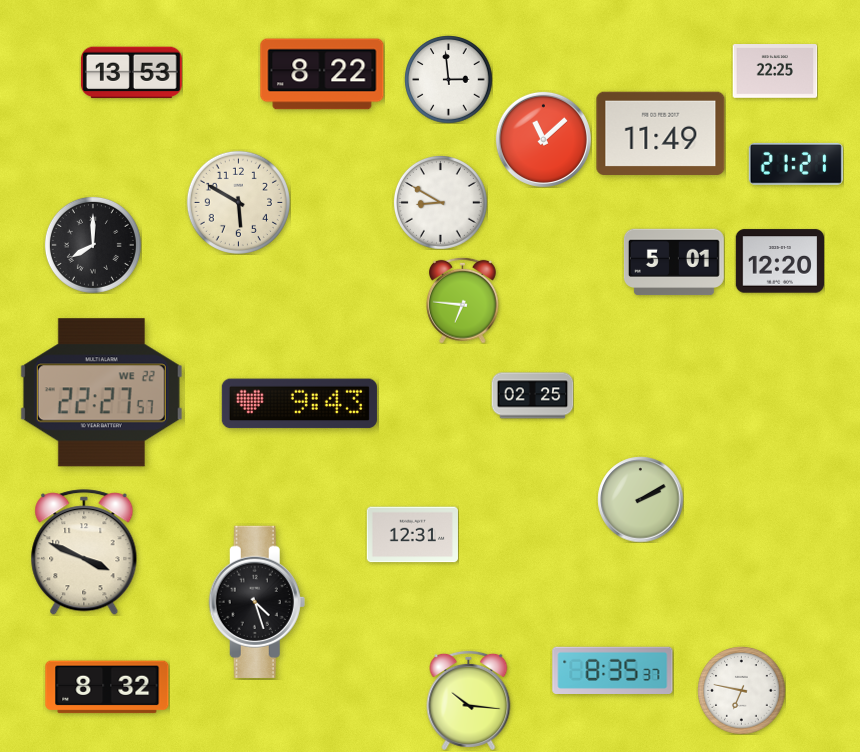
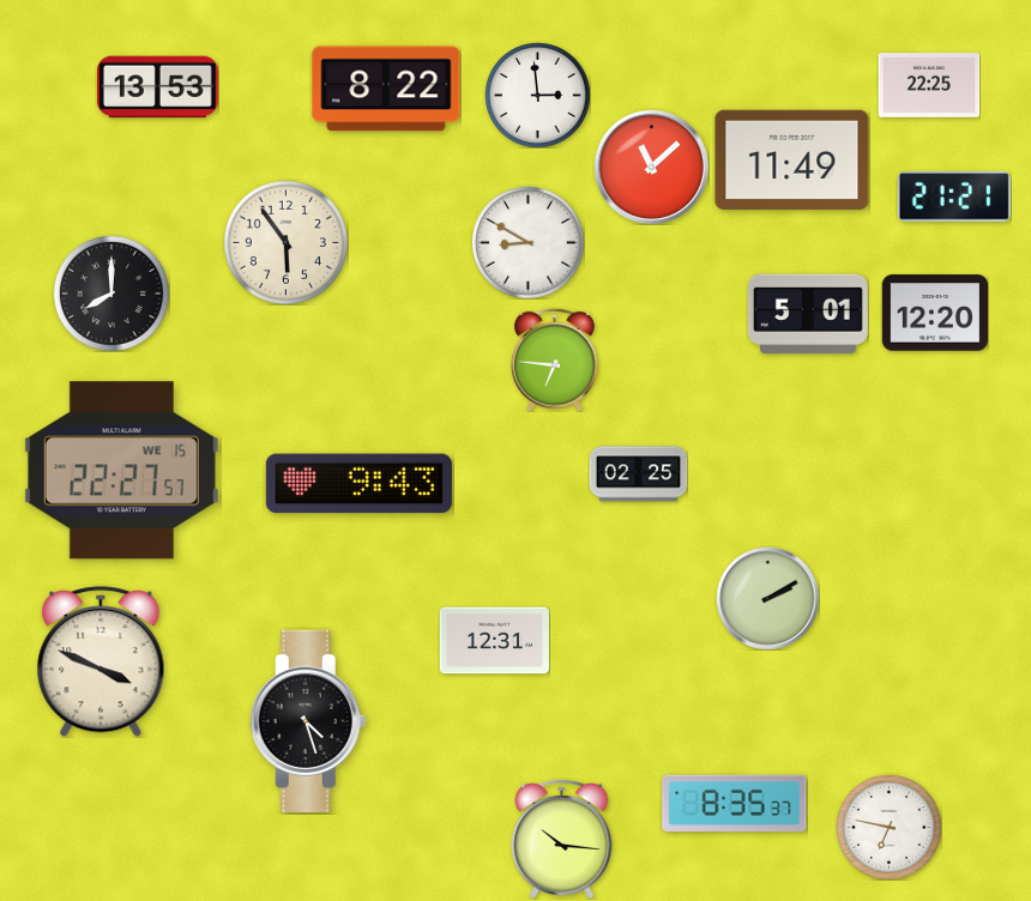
clock at (238, 202): 5:50 -> 5:54
clock at (101, 393) date: WE 22 -> WE 15
clock at (107, 687): 8:32 -> none
